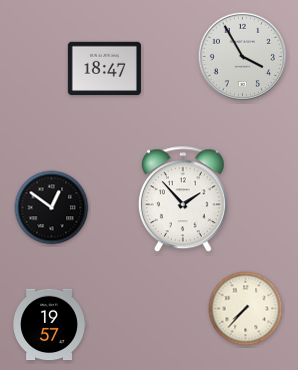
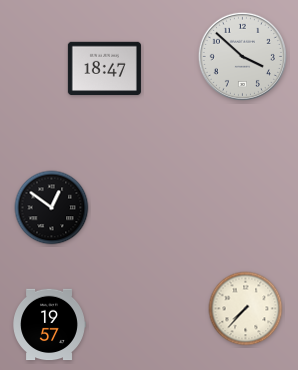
clock at (242, 56): 3:55 -> 3:52
clock at (183, 200): 1:53 -> none
